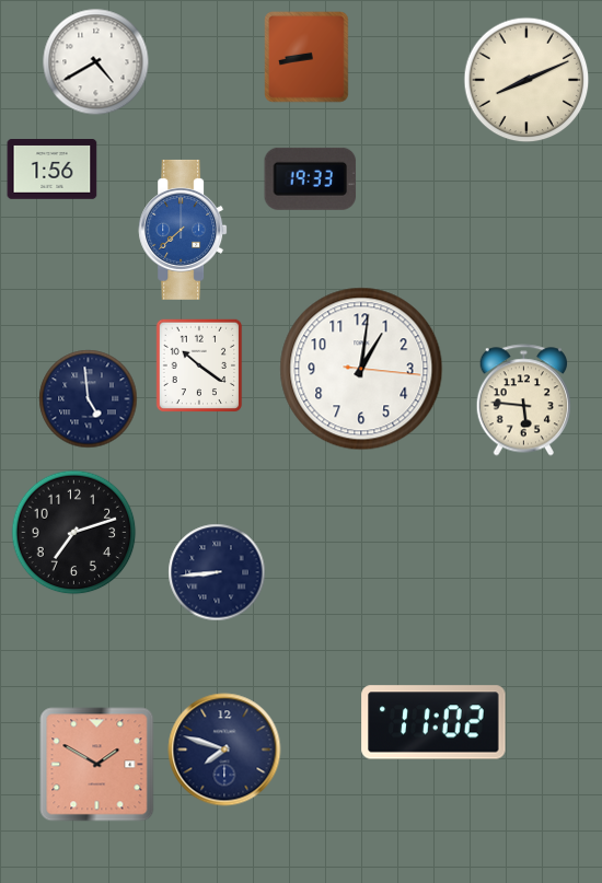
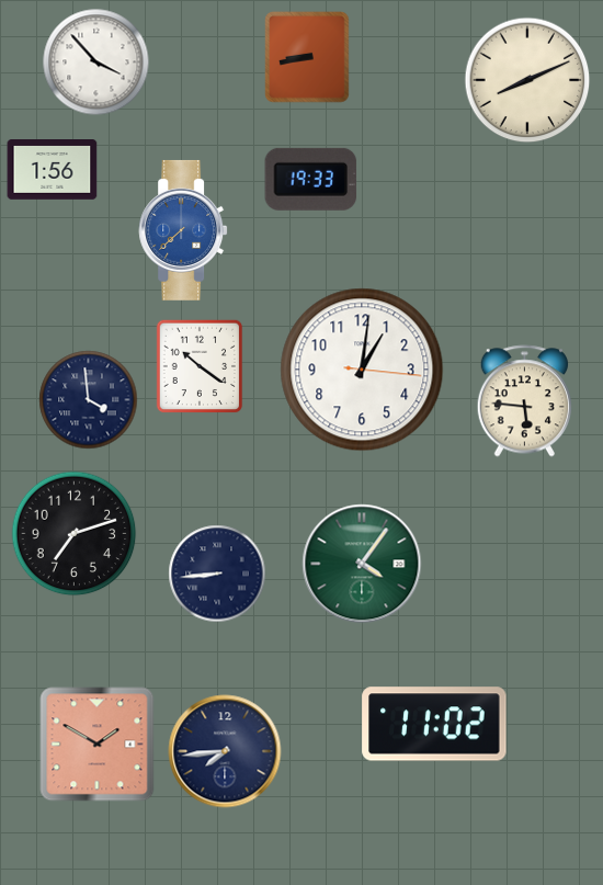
clock at (96, 62): 4:40 -> 3:53
clock at (89, 399): 4:59 -> 3:59
clock at (362, 564): none -> 4:06
clock at (224, 750): 7:48 -> 7:44
clock at (97, 765) position: (97, 765) -> (98, 745)
